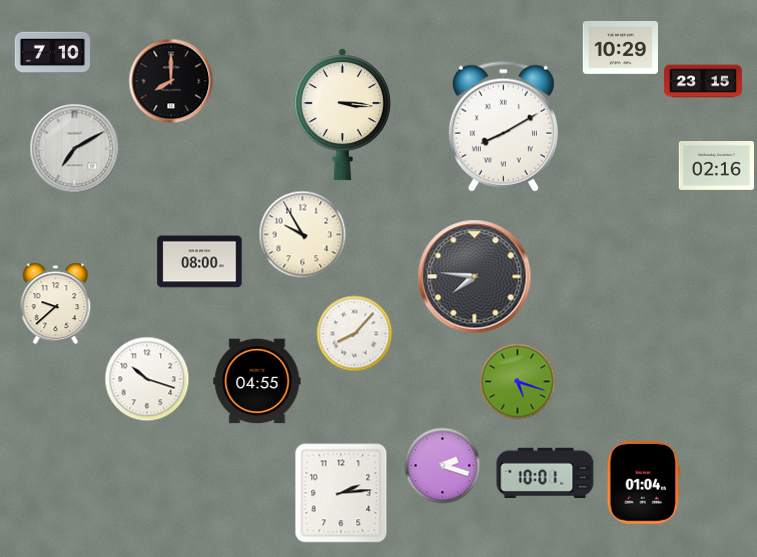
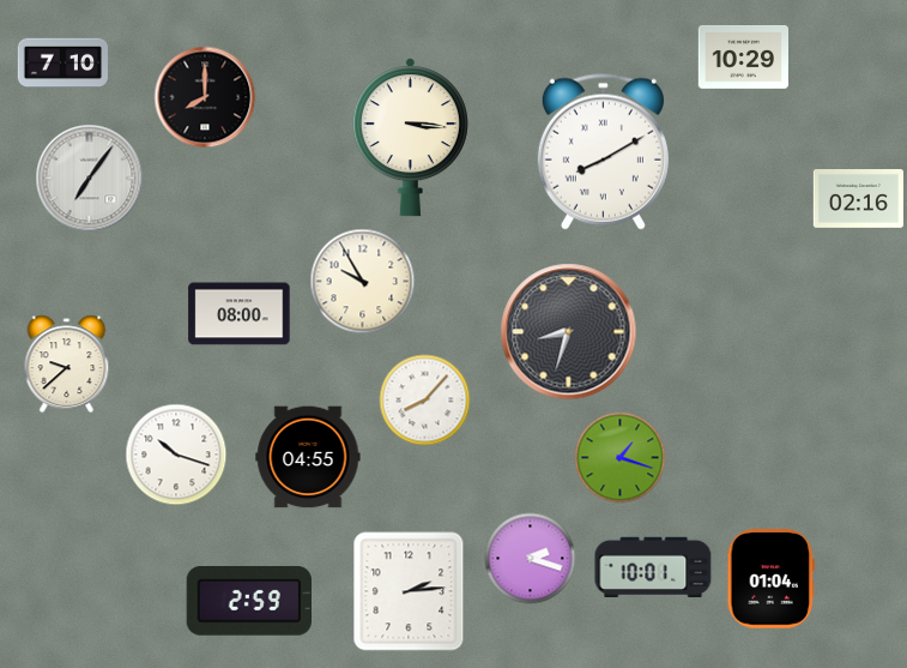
clock at (703, 81): 23:15 -> none
clock at (75, 149): 7:10 -> 7:06
clock at (475, 277): 7:46 -> 8:33
clock at (518, 382): 5:18 -> 1:18
clock at (248, 602): none -> 2:59
